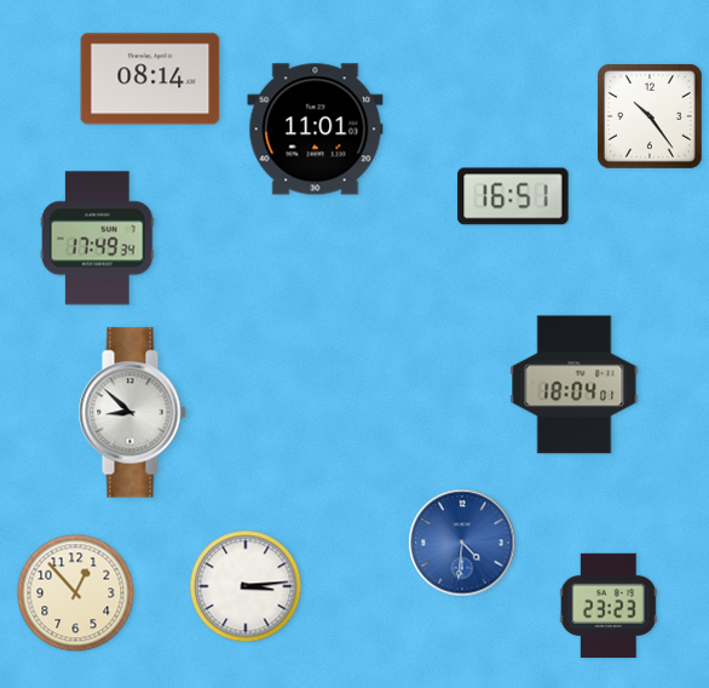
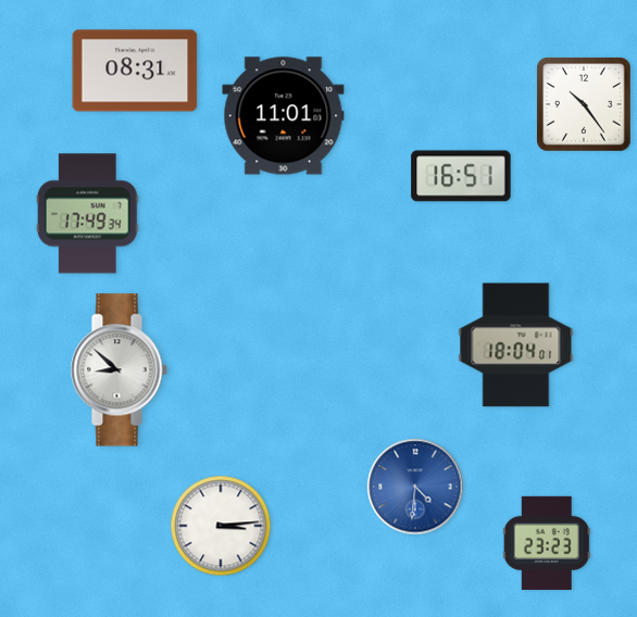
clock at (150, 79): 08:14 -> 08:31
clock at (76, 594): 12:53 -> none
